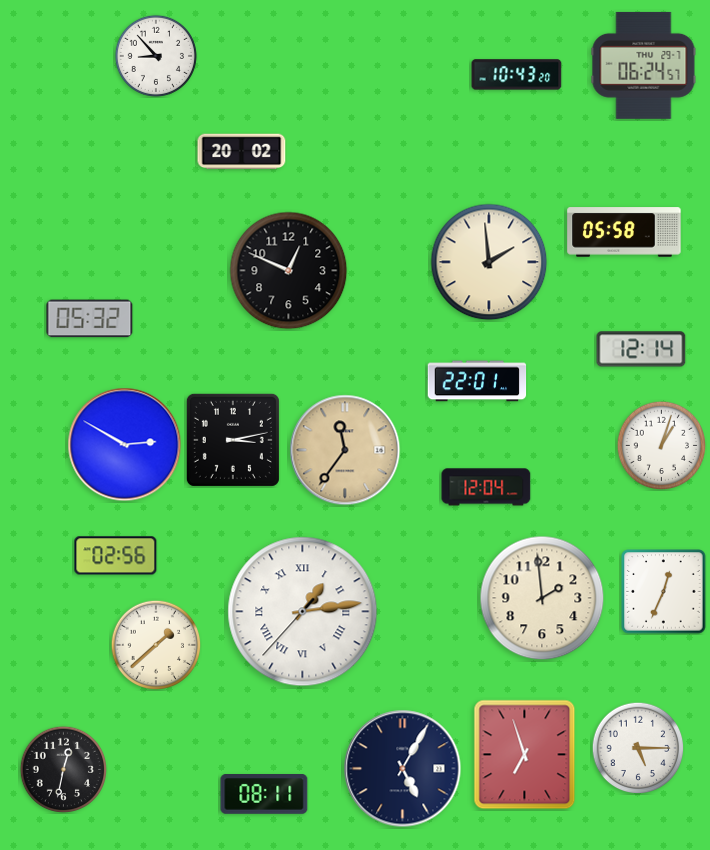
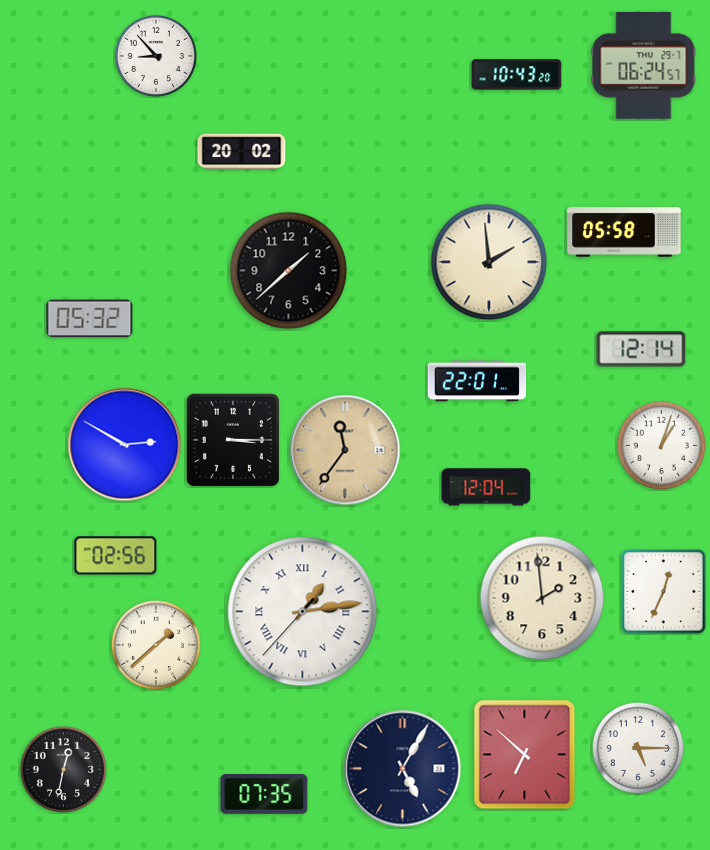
clock at (289, 271): 12:49 -> 1:38
clock at (233, 440): 3:13 -> 3:15
clock at (525, 755): 6:57 -> 6:52
clock at (264, 795): 08:11 -> 07:35
